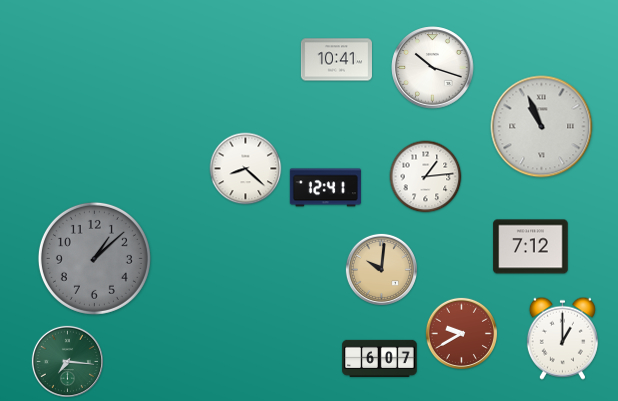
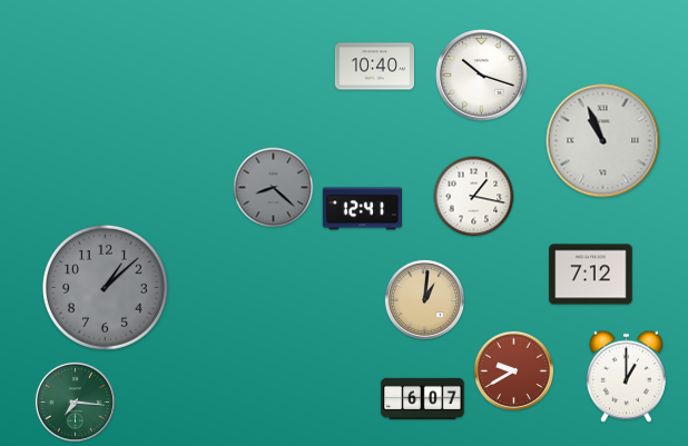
clock at (336, 60): 10:41 -> 10:40
clock at (246, 169) dial: white -> grey
clock at (426, 177): 1:14 -> 1:17
clock at (381, 269): 10:01 -> 1:01
